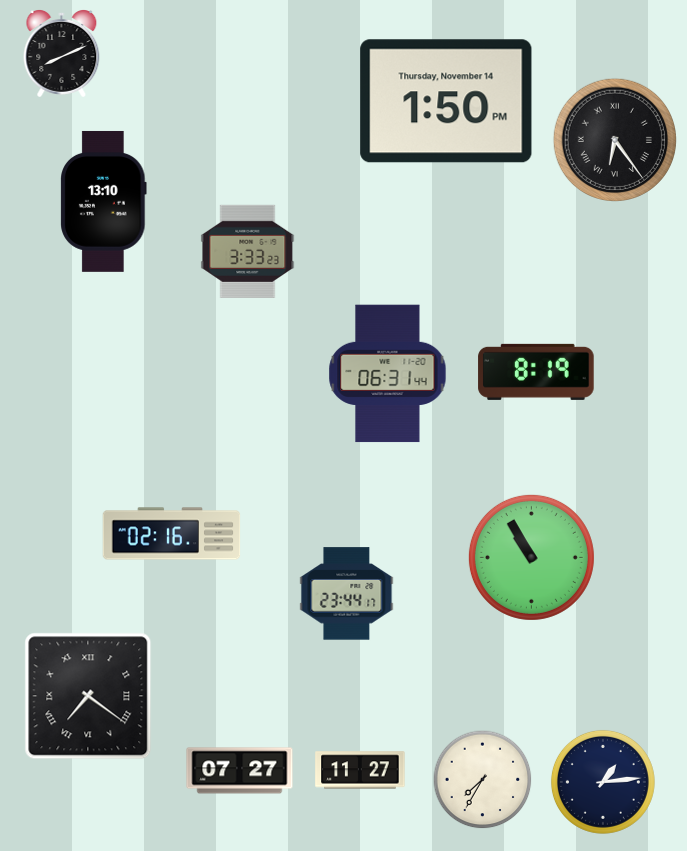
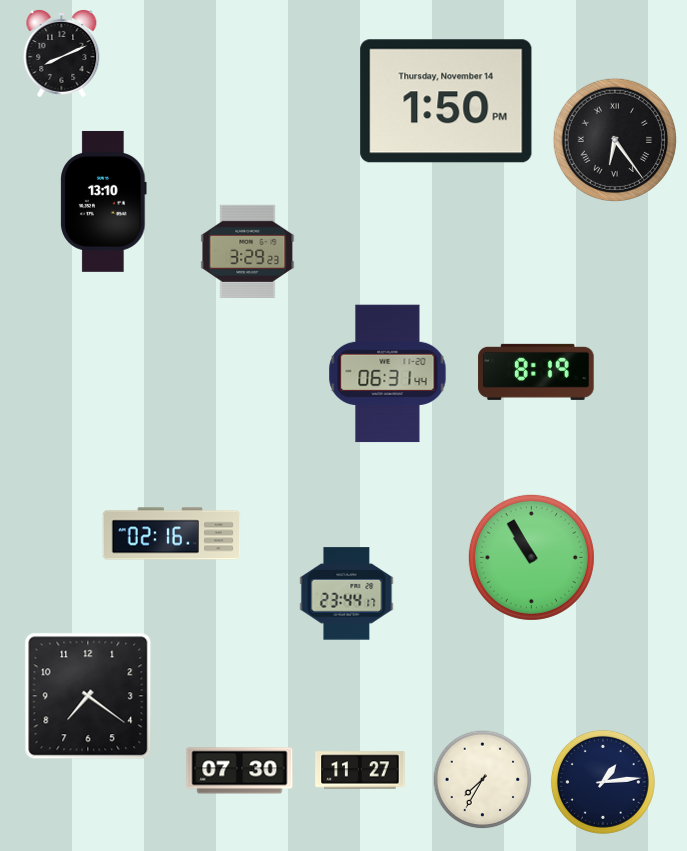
clock at (248, 251): 3:33 -> 3:29
clock at (88, 696) numerals: Roman -> Arabic
clock at (240, 771): 07:27 -> 07:30
